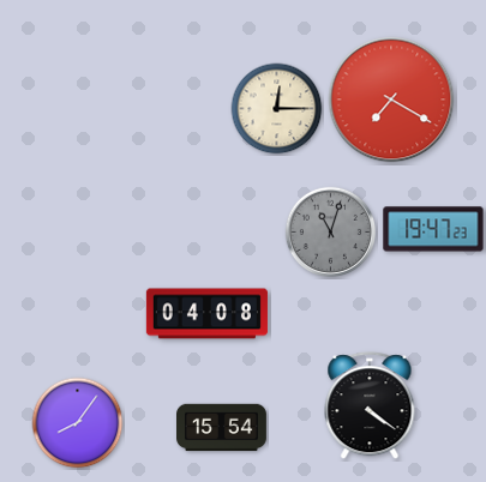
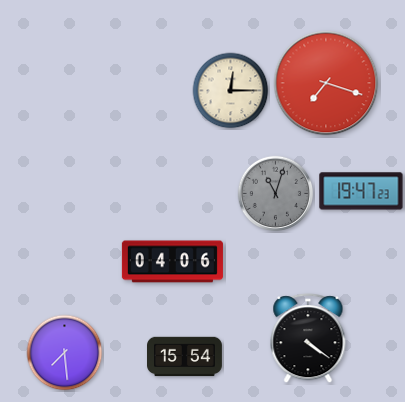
clock at (391, 100): 7:20 -> 7:18
clock at (206, 314): 04:08 -> 04:06
clock at (78, 423): 8:06 -> 7:29
